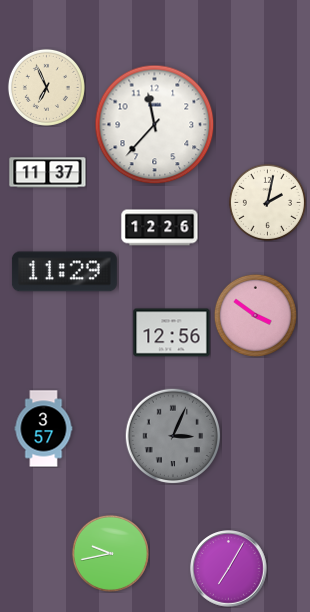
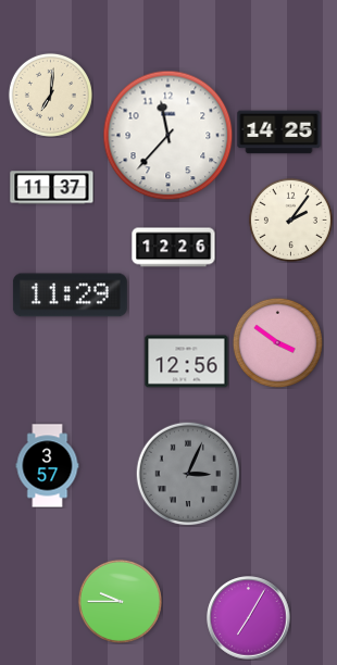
clock at (46, 87): 6:56 -> 7:01
clock at (279, 133): none -> 14:25
clock at (267, 202): 2:02 -> 2:06
clock at (110, 553): 9:43 -> 9:45
